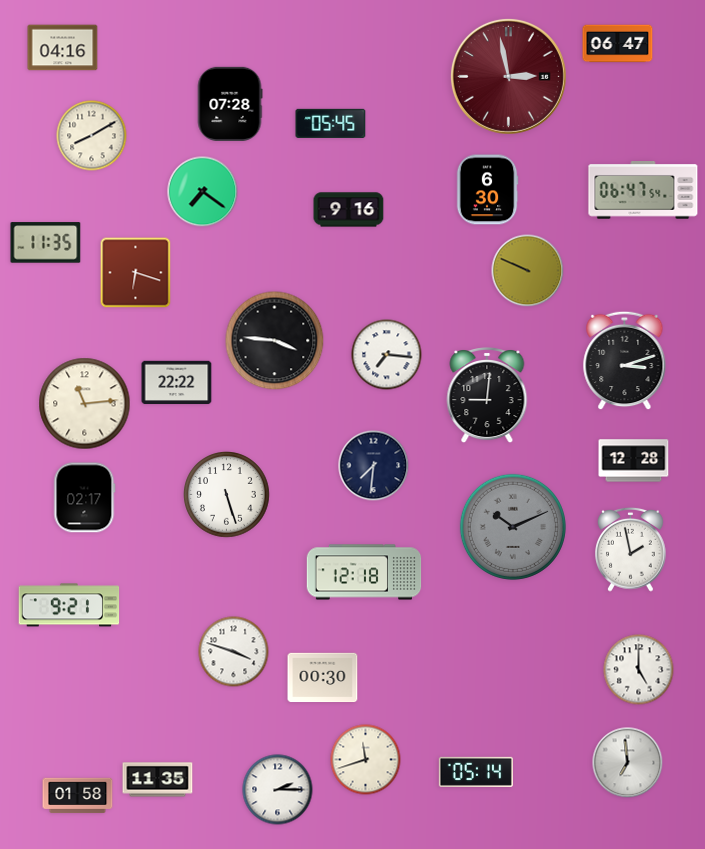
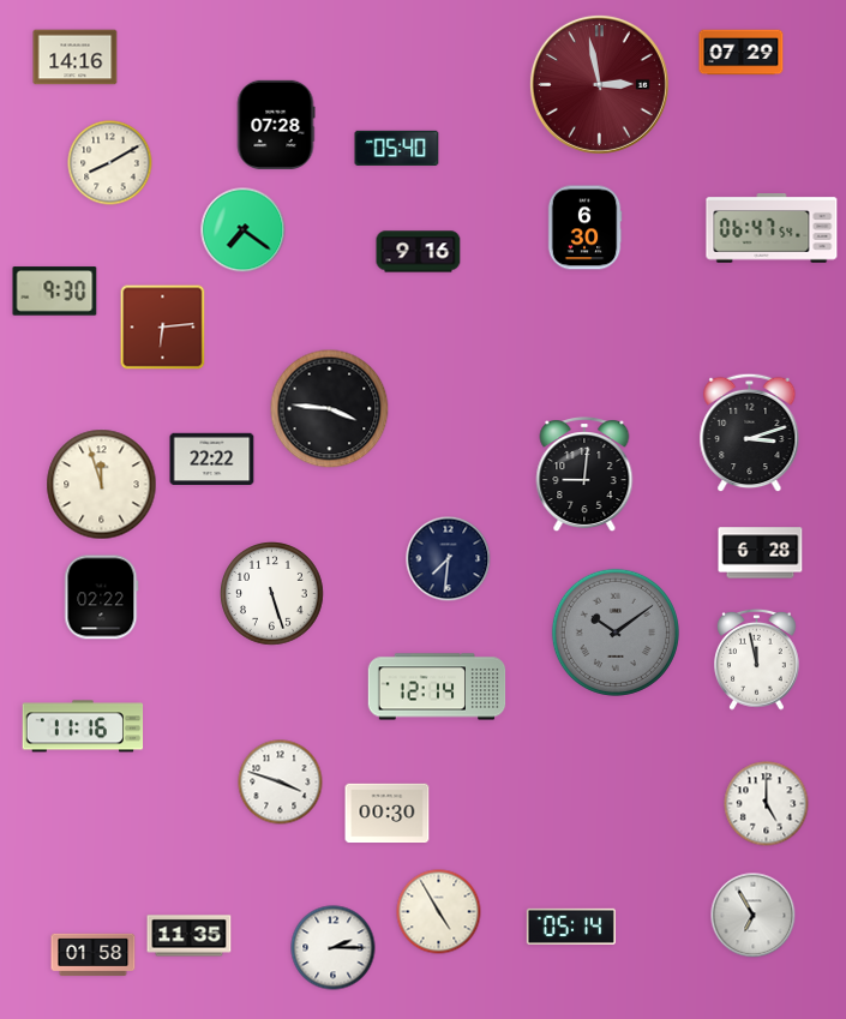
clock at (618, 44): 06:47 -> 07:29
clock at (63, 48): 04:16 -> 14:16
clock at (508, 76) position: (508, 76) -> (599, 84)
clock at (331, 123): 05:45 -> 05:40
clock at (46, 243): 11:35 -> 9:30
clock at (528, 271): 9:49 -> none
clock at (136, 273): 6:18 -> 6:14
clock at (387, 355): 7:16 -> none
clock at (85, 404): 11:14 -> 11:57
clock at (634, 461): 12:28 -> 6:28
clock at (85, 498): 02:17 -> 02:22
clock at (513, 527): 10:11 -> 10:09
clock at (631, 549): 1:58 -> 11:58
clock at (364, 572): 12:18 -> 12:14
clock at (69, 605): 9:21 -> 11:16
clock at (366, 760): 11:42 -> 4:55
clock at (628, 763): 6:59 -> 6:55
